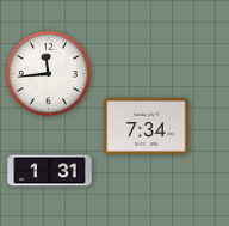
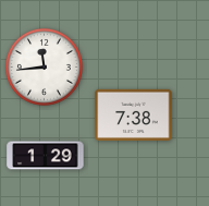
clock at (147, 126): 7:34 -> 7:38
clock at (50, 171): 1:31 -> 1:29
